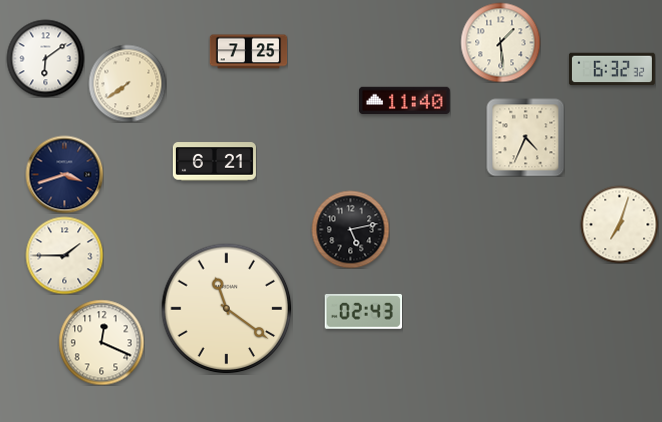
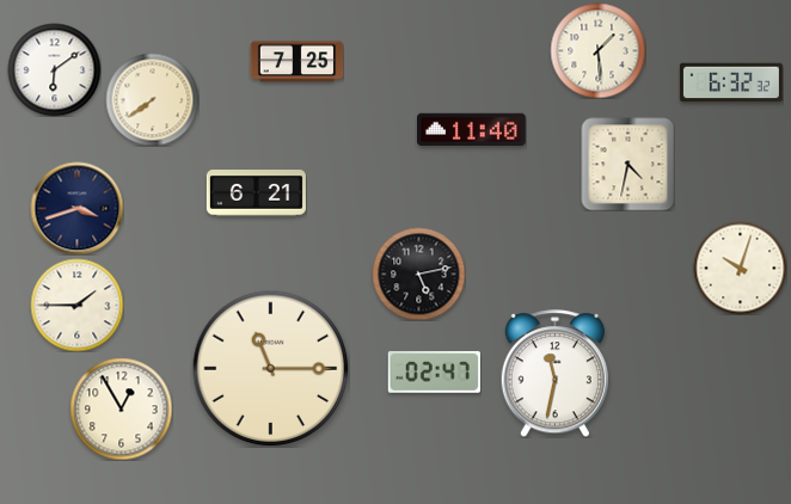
clock at (405, 101) position: (405, 101) -> (472, 130)
clock at (525, 137): 4:34 -> 4:32
clock at (619, 224): 7:03 -> 10:03
clock at (227, 309): 11:21 -> 11:15
clock at (363, 311): 02:43 -> 02:47
clock at (554, 374): none -> 11:32
clock at (101, 342): 12:19 -> 12:55
